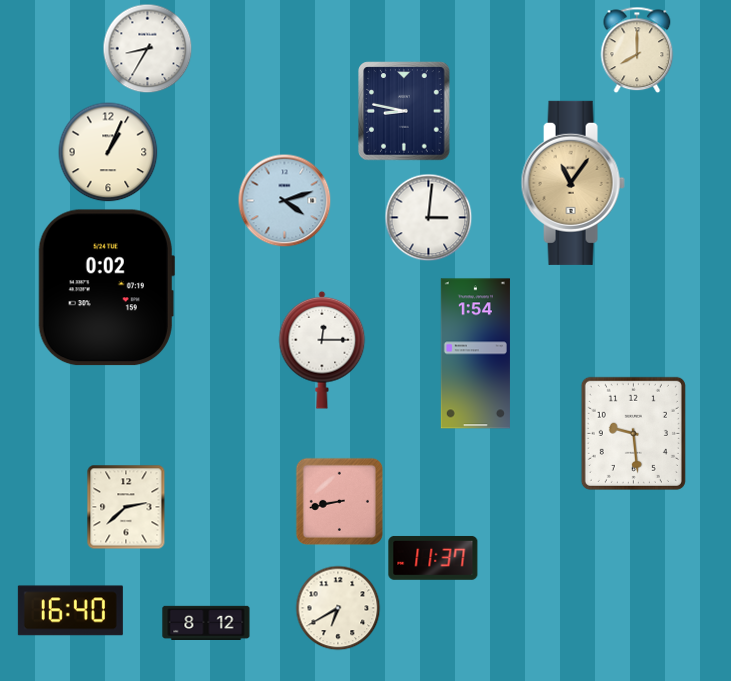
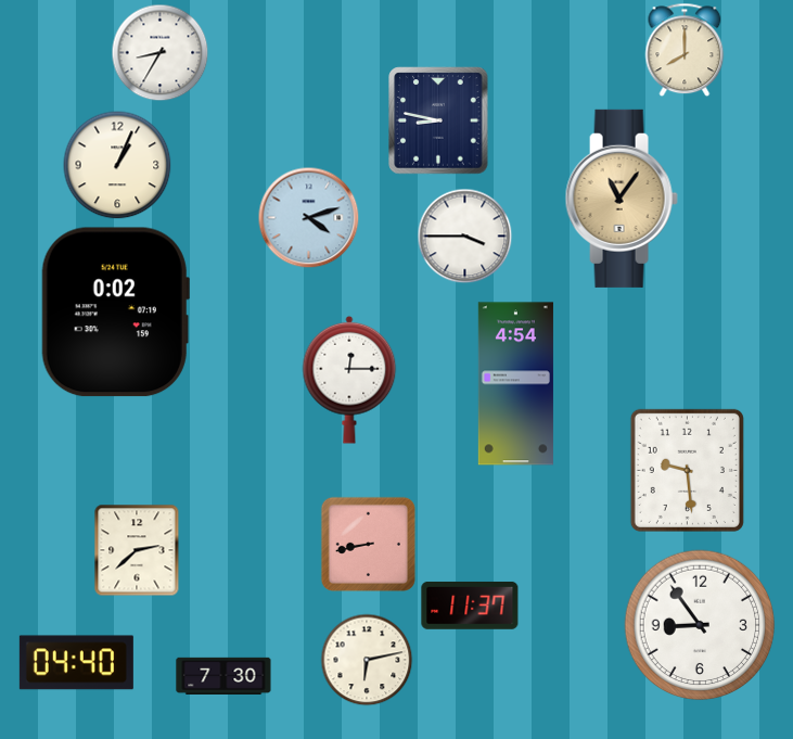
clock at (637, 50) position: (637, 50) -> (685, 50)
clock at (429, 218): 3:01 -> 3:45
clock at (475, 354): 1:54 -> 4:54
clock at (700, 625): none -> 8:54
clock at (338, 608): 6:40 -> 6:13
clock at (70, 611): 16:40 -> 04:40
clock at (206, 623): 8:12 -> 7:30
